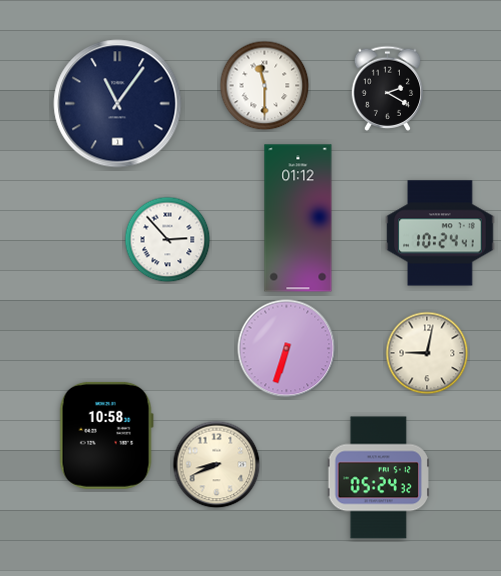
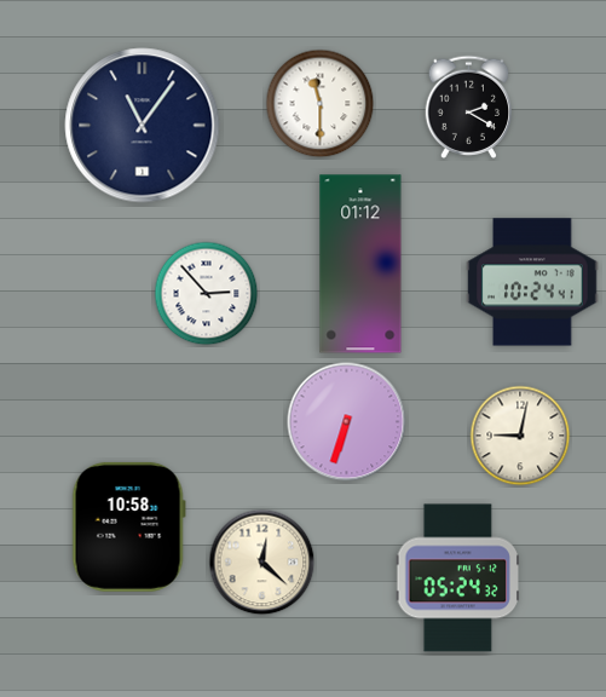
clock at (168, 240) position: (168, 240) -> (207, 294)
clock at (427, 353) position: (427, 353) -> (520, 436)
clock at (217, 465): 8:41 -> 12:22
